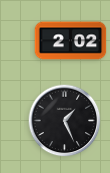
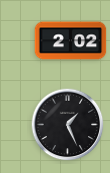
clock at (65, 121) position: (65, 121) -> (68, 125)
